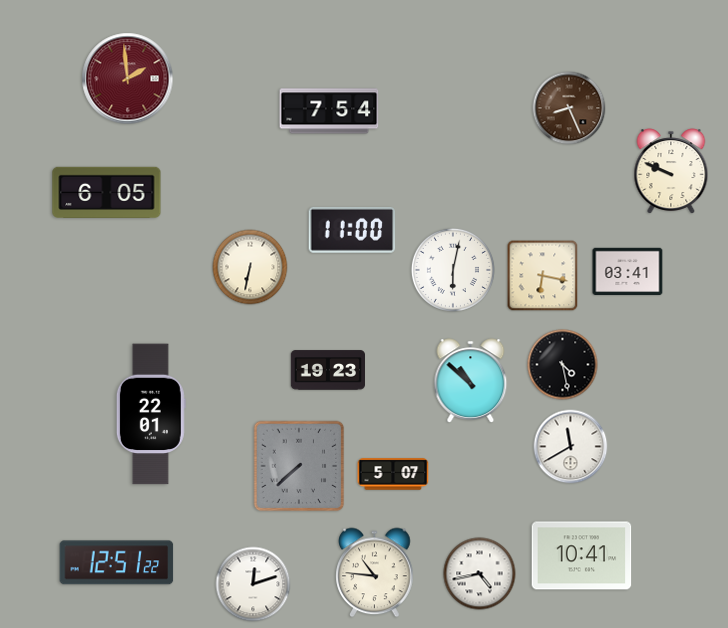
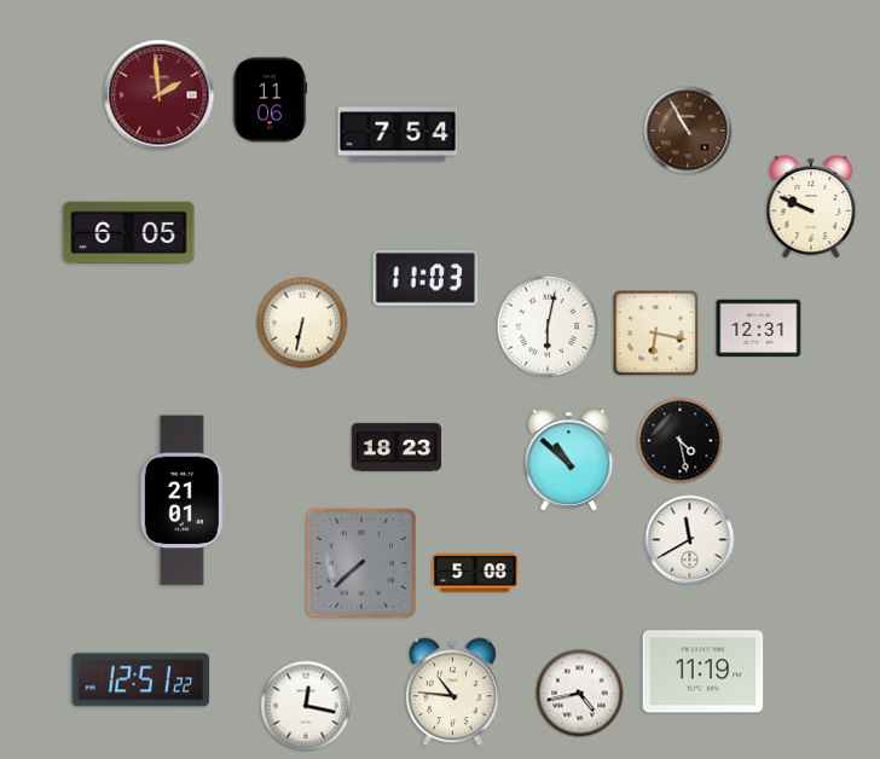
clock at (128, 79) position: (128, 79) -> (160, 95)
clock at (270, 100): none -> 11:06
clock at (569, 108): 8:26 -> 10:55
clock at (352, 230): 11:00 -> 11:03
clock at (628, 271): 03:41 -> 12:31
clock at (327, 370): 19:23 -> 18:23
clock at (151, 414): 22:01 -> 21:01
clock at (393, 474): 5:07 -> 5:08
clock at (582, 556): 10:41 -> 11:19
clock at (253, 584): 12:12 -> 12:17
